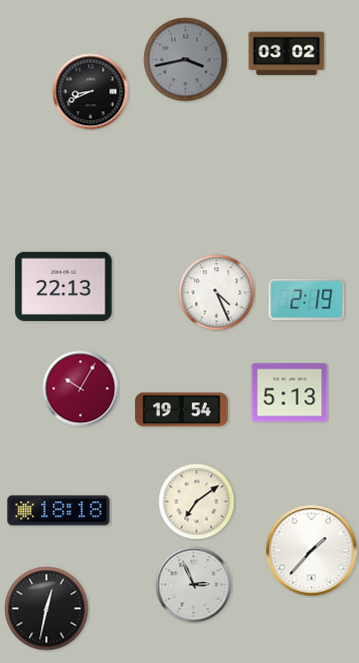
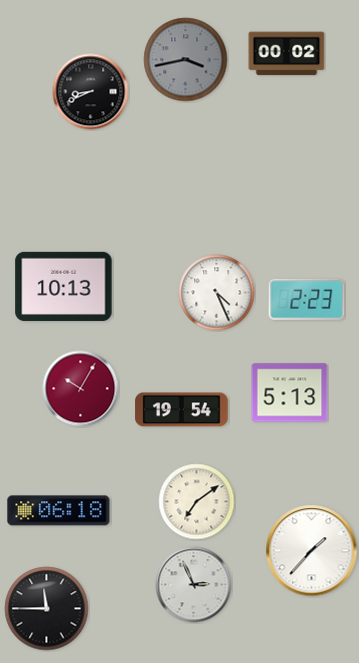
clock at (287, 54): 03:02 -> 00:02
clock at (64, 286): 22:13 -> 10:13
clock at (307, 299): 2:19 -> 2:23
clock at (59, 511): 18:18 -> 06:18
clock at (47, 609): 12:32 -> 11:45
